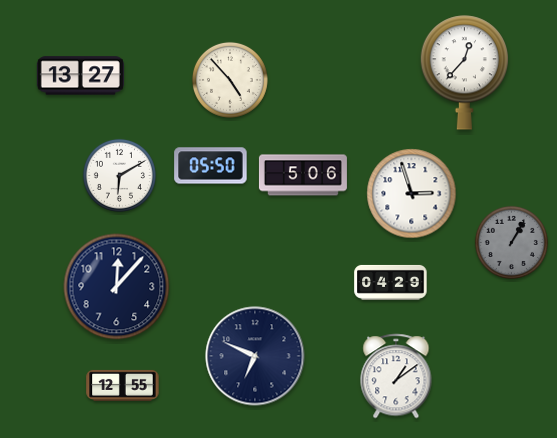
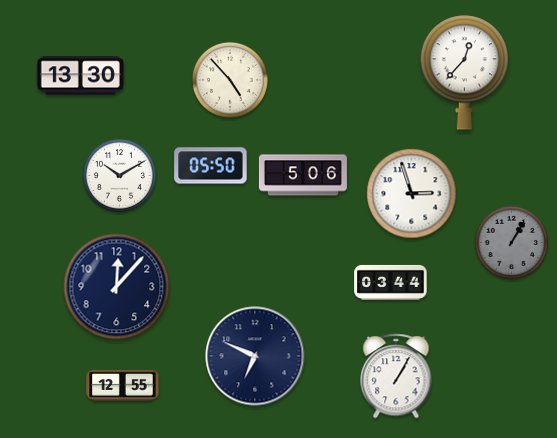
clock at (80, 76): 13:27 -> 13:30
clock at (119, 175): 6:10 -> 10:10
clock at (391, 282): 04:29 -> 03:44
clock at (396, 376): 1:09 -> 1:05
